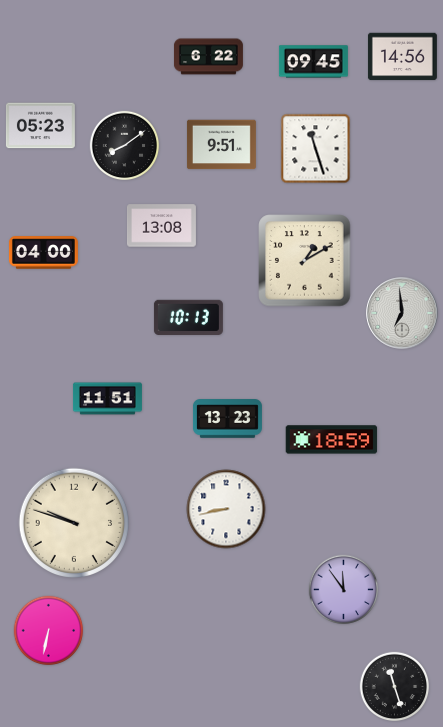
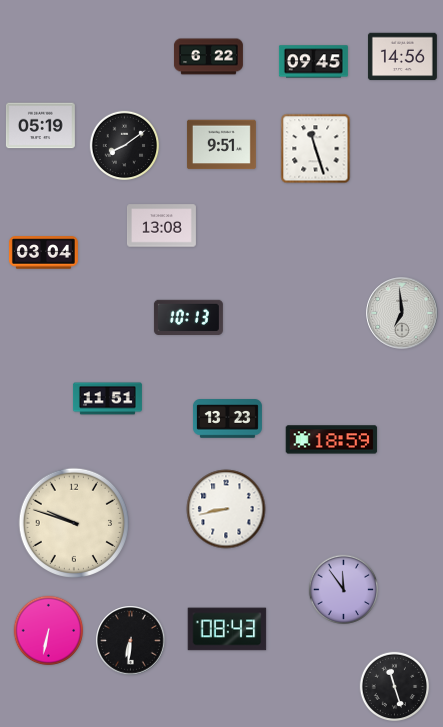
clock at (40, 126): 05:23 -> 05:19
clock at (43, 253): 04:00 -> 03:04
clock at (305, 261): 1:10 -> none
clock at (227, 629): none -> 08:43
clock at (131, 641): none -> 6:31
